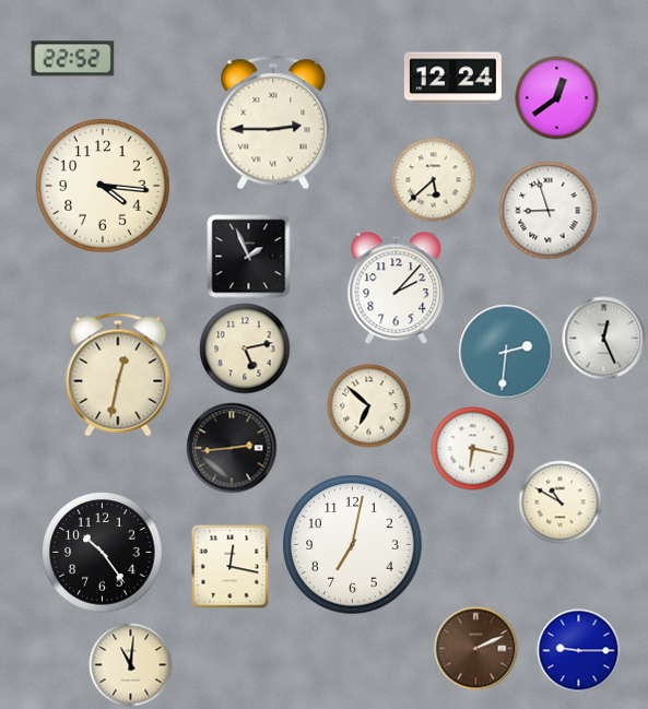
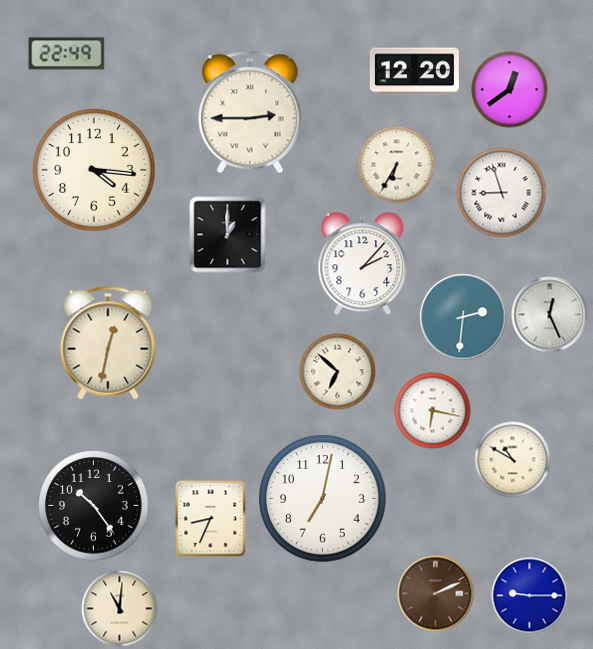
clock at (73, 59): 22:52 -> 22:49
clock at (452, 79): 12:24 -> 12:20
clock at (434, 180): 5:38 -> 6:35
clock at (249, 257): 1:56 -> 1:00
clock at (604, 339) position: (604, 339) -> (550, 315)
clock at (245, 348): 5:13 -> none
clock at (506, 352) position: (506, 352) -> (463, 317)
clock at (232, 448): 2:44 -> none
clock at (231, 566): 12:17 -> 8:34
